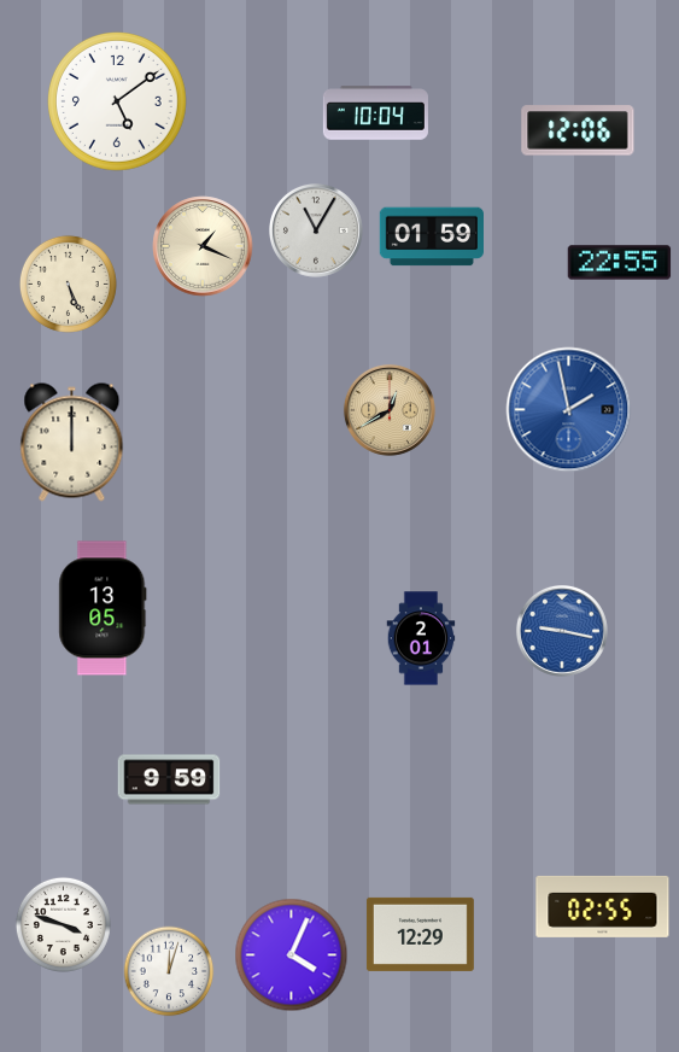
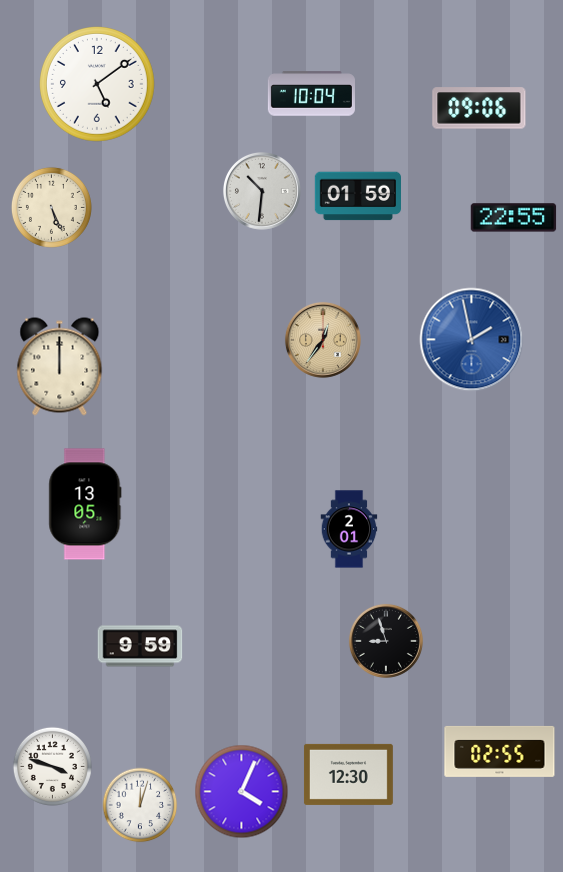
clock at (578, 130): 12:06 -> 09:06
clock at (317, 232): 11:05 -> 10:31
clock at (203, 246): 1:19 -> none
clock at (68, 284) position: (68, 284) -> (51, 207)
clock at (390, 410): 12:40 -> 12:36
clock at (562, 631): 9:17 -> none
clock at (386, 641): none -> 8:57
clock at (420, 934): 12:29 -> 12:30
